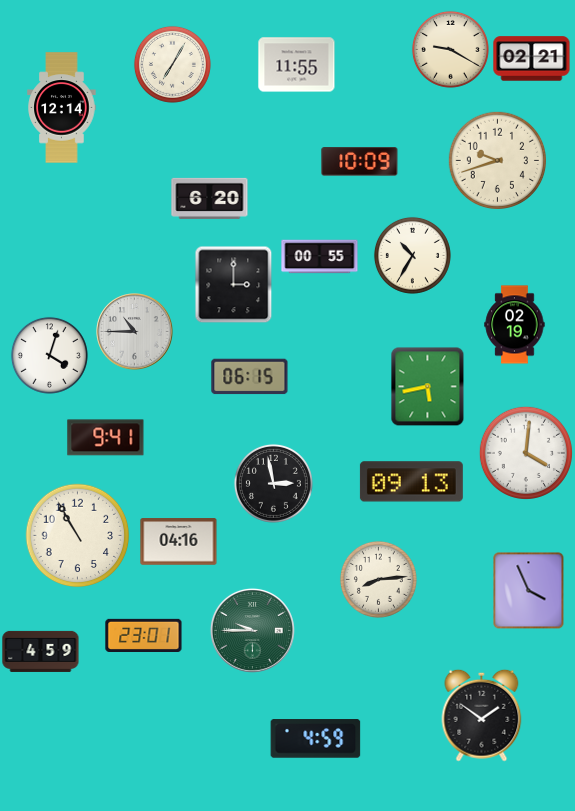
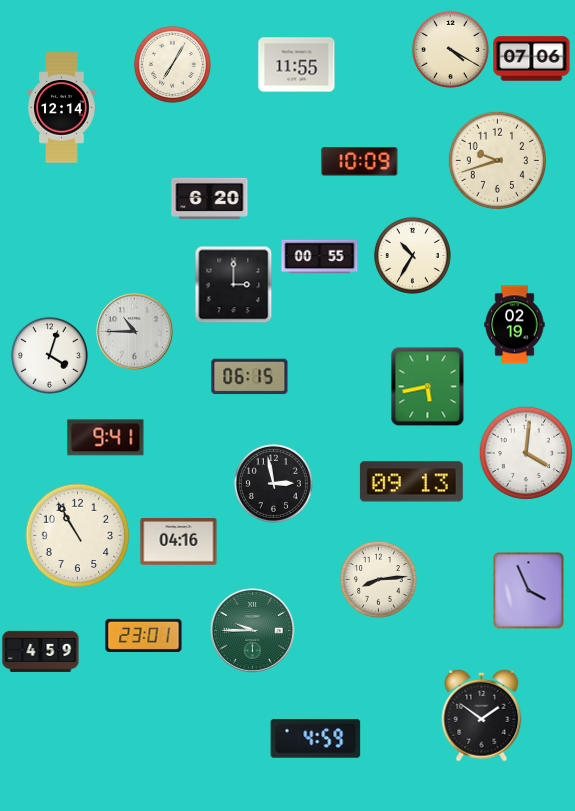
clock at (450, 49): 9:20 -> 4:20
clock at (532, 59): 02:21 -> 07:06
